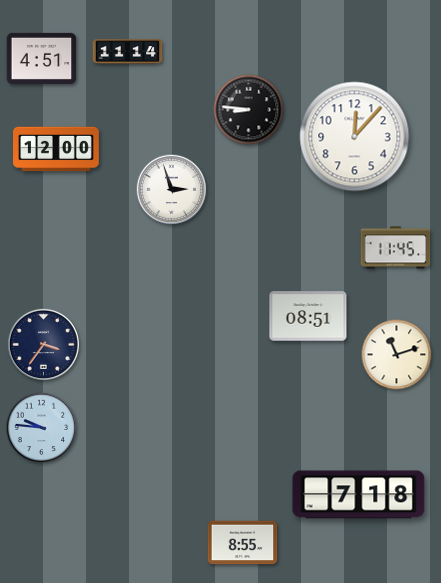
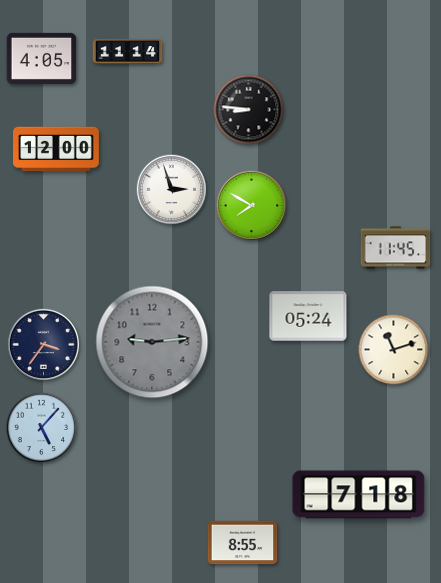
clock at (42, 58): 4:51 -> 4:05
clock at (355, 137): 12:07 -> none
clock at (252, 206): none -> 7:50
clock at (308, 316): 08:51 -> 05:24
clock at (152, 342): none -> 9:14
clock at (397, 355) position: (397, 355) -> (394, 350)
clock at (42, 428): 9:46 -> 5:07
